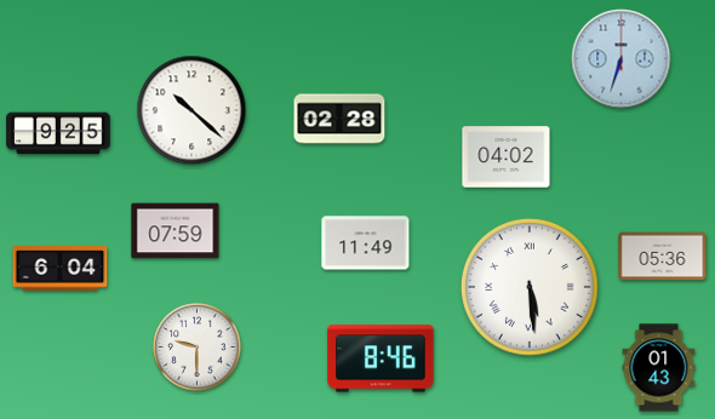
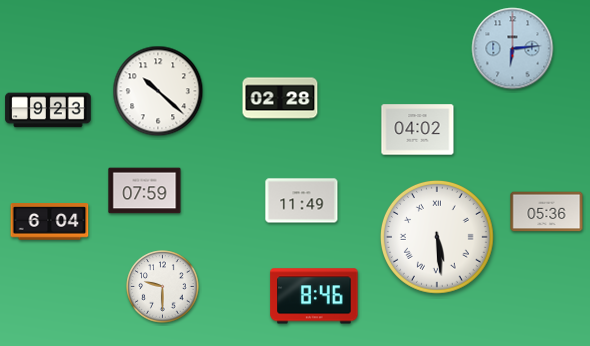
clock at (622, 59): 6:33 -> 6:14
clock at (58, 133): 9:25 -> 9:23
clock at (659, 368): 01:43 -> none
